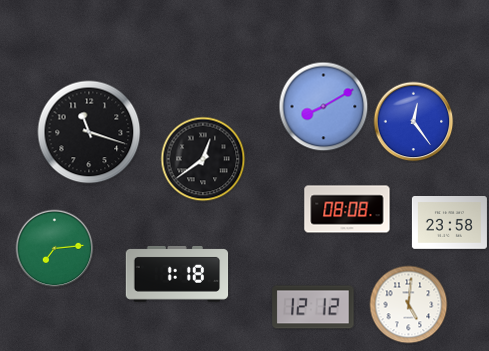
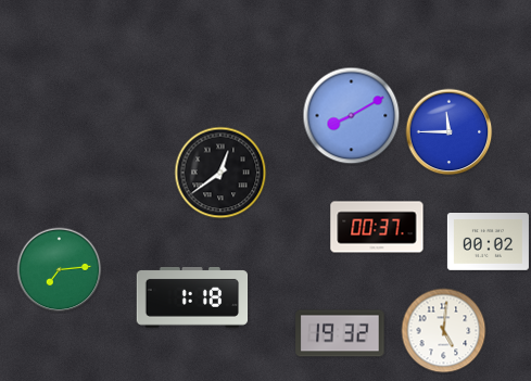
clock at (414, 122): 12:24 -> 11:45
clock at (89, 132): 11:18 -> none
clock at (347, 209): 08:08 -> 00:37
clock at (449, 223): 23:58 -> 00:02
clock at (313, 307): 12:12 -> 19:32
